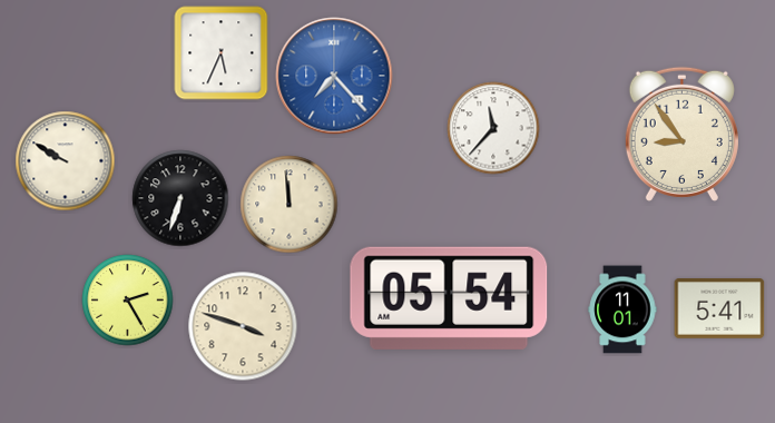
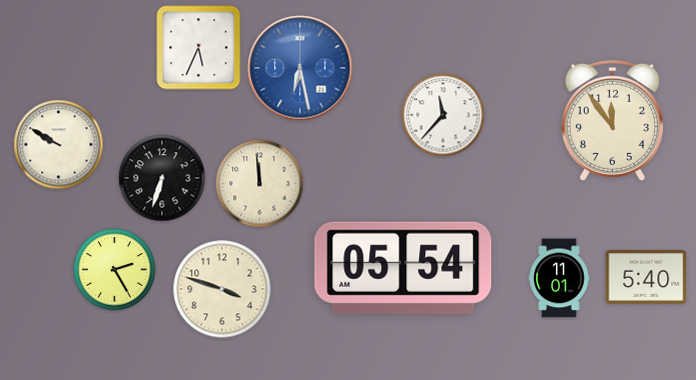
clock at (334, 76): 7:23 -> 6:28
clock at (681, 134): 8:54 -> 11:54
clock at (719, 309): 5:41 -> 5:40
clock at (243, 326) position: (243, 326) -> (222, 289)
